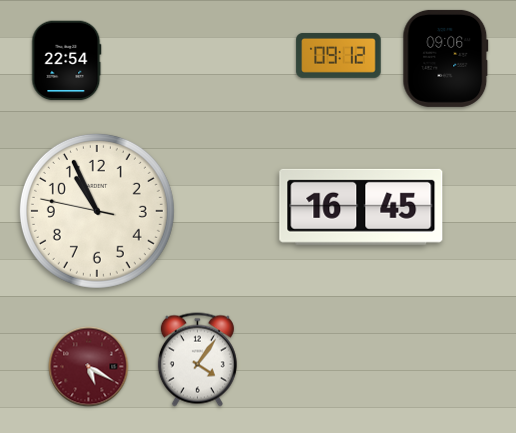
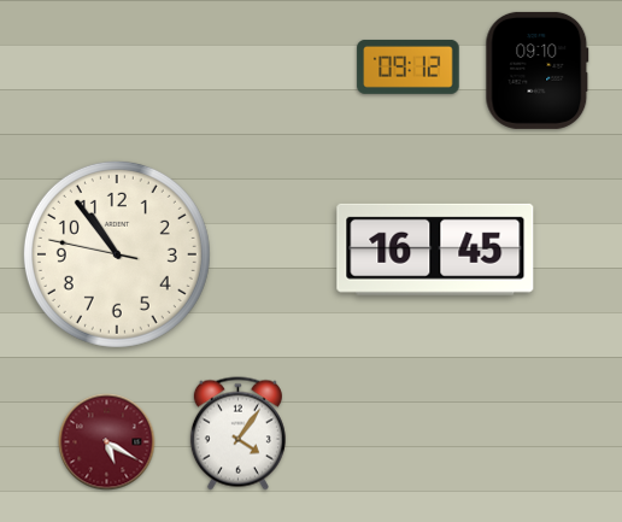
clock at (446, 58): 09:06 -> 09:10
clock at (67, 61): 22:54 -> none
clock at (97, 211): 10:55 -> 10:53
